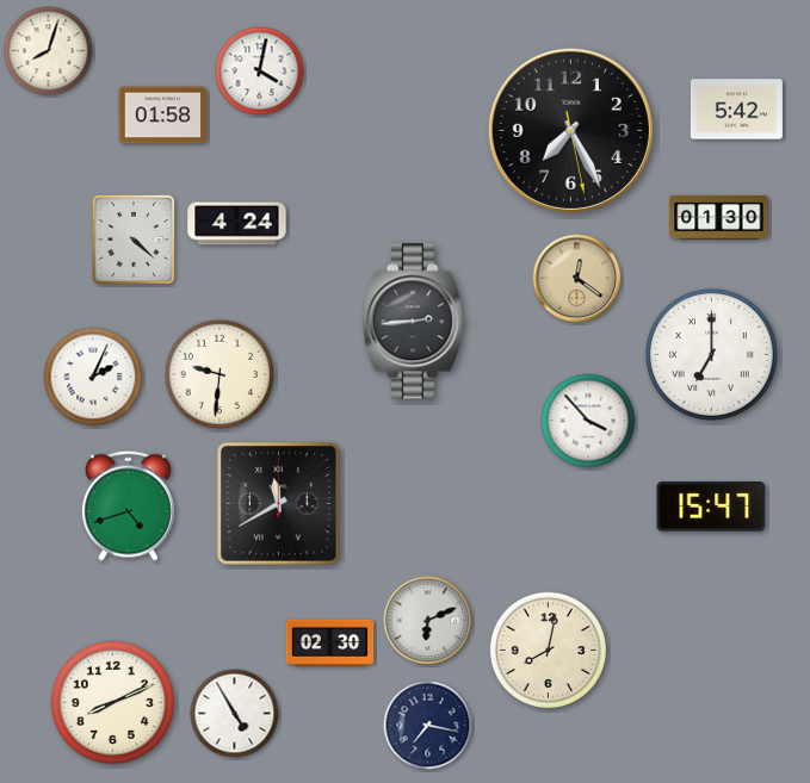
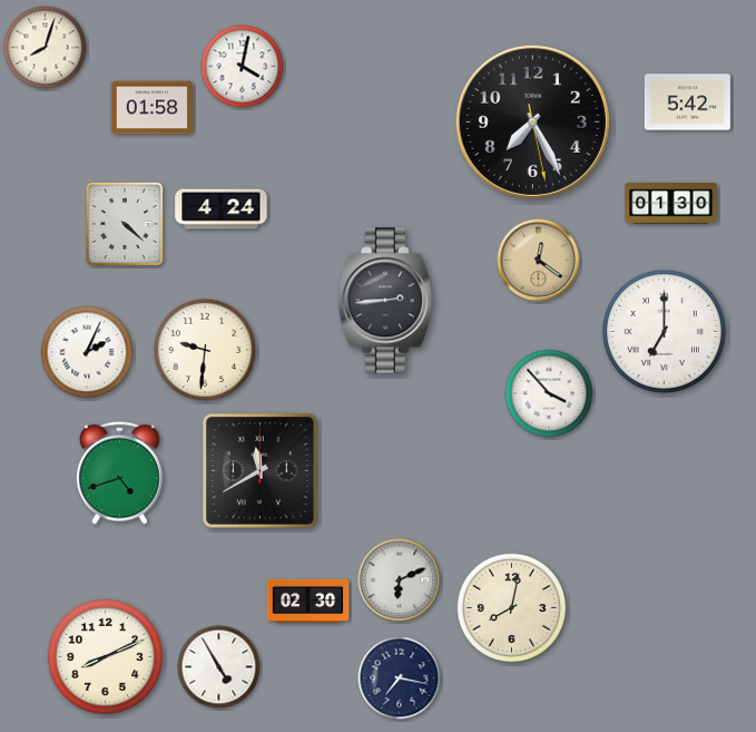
clock at (711, 507): 15:47 -> none
